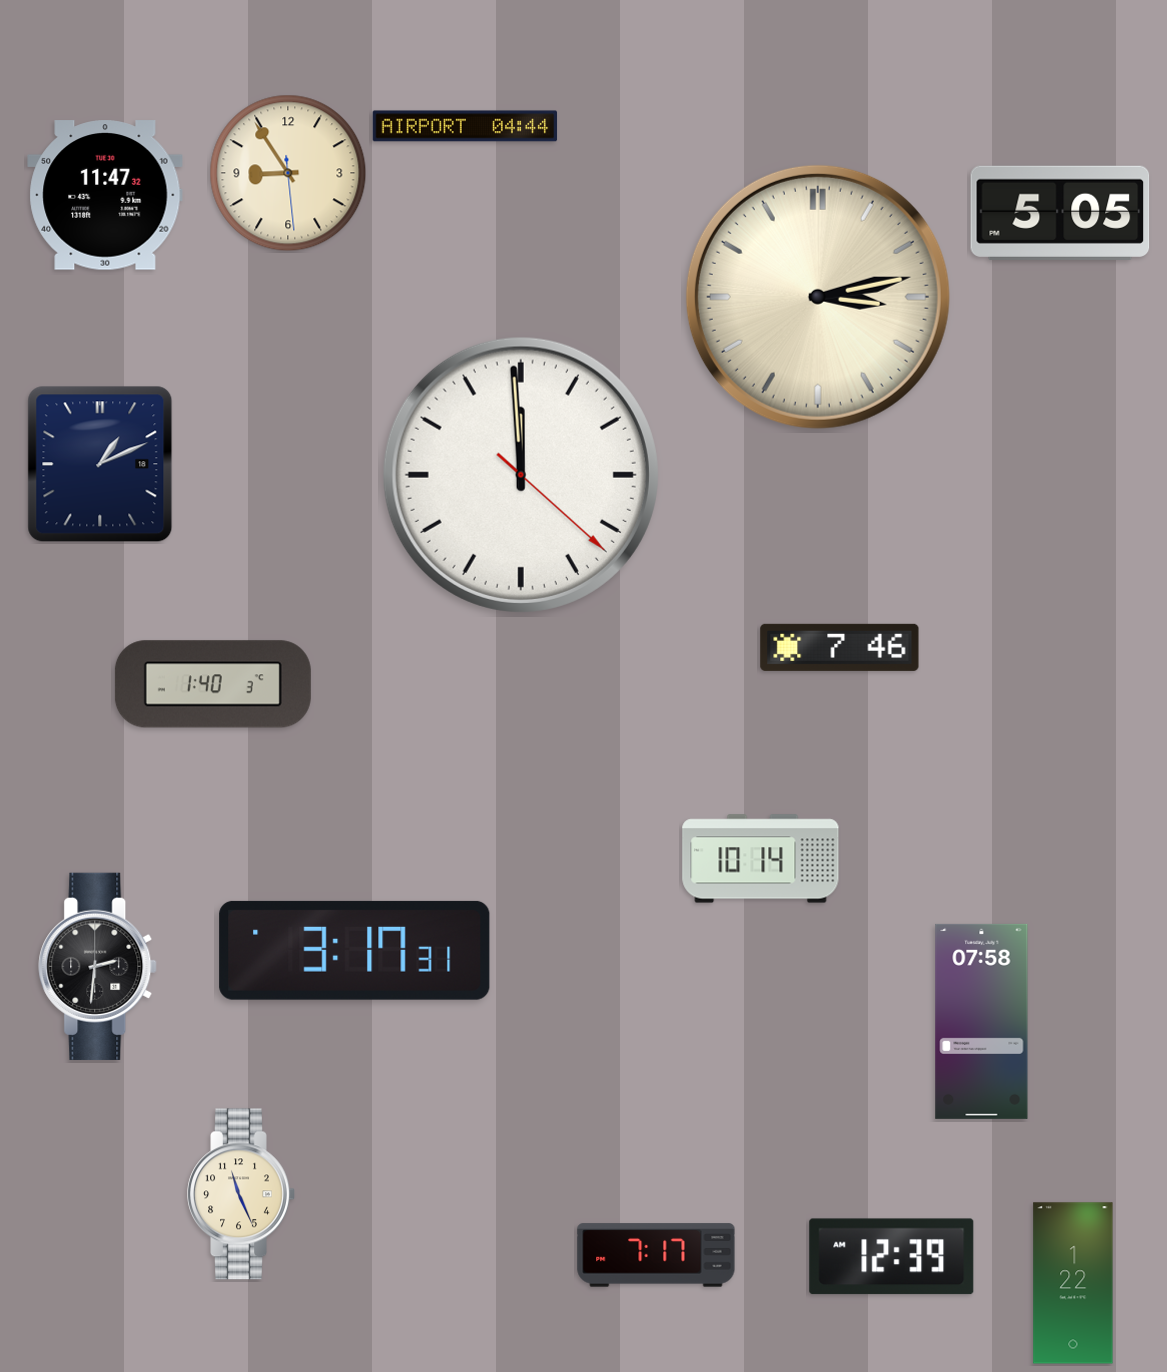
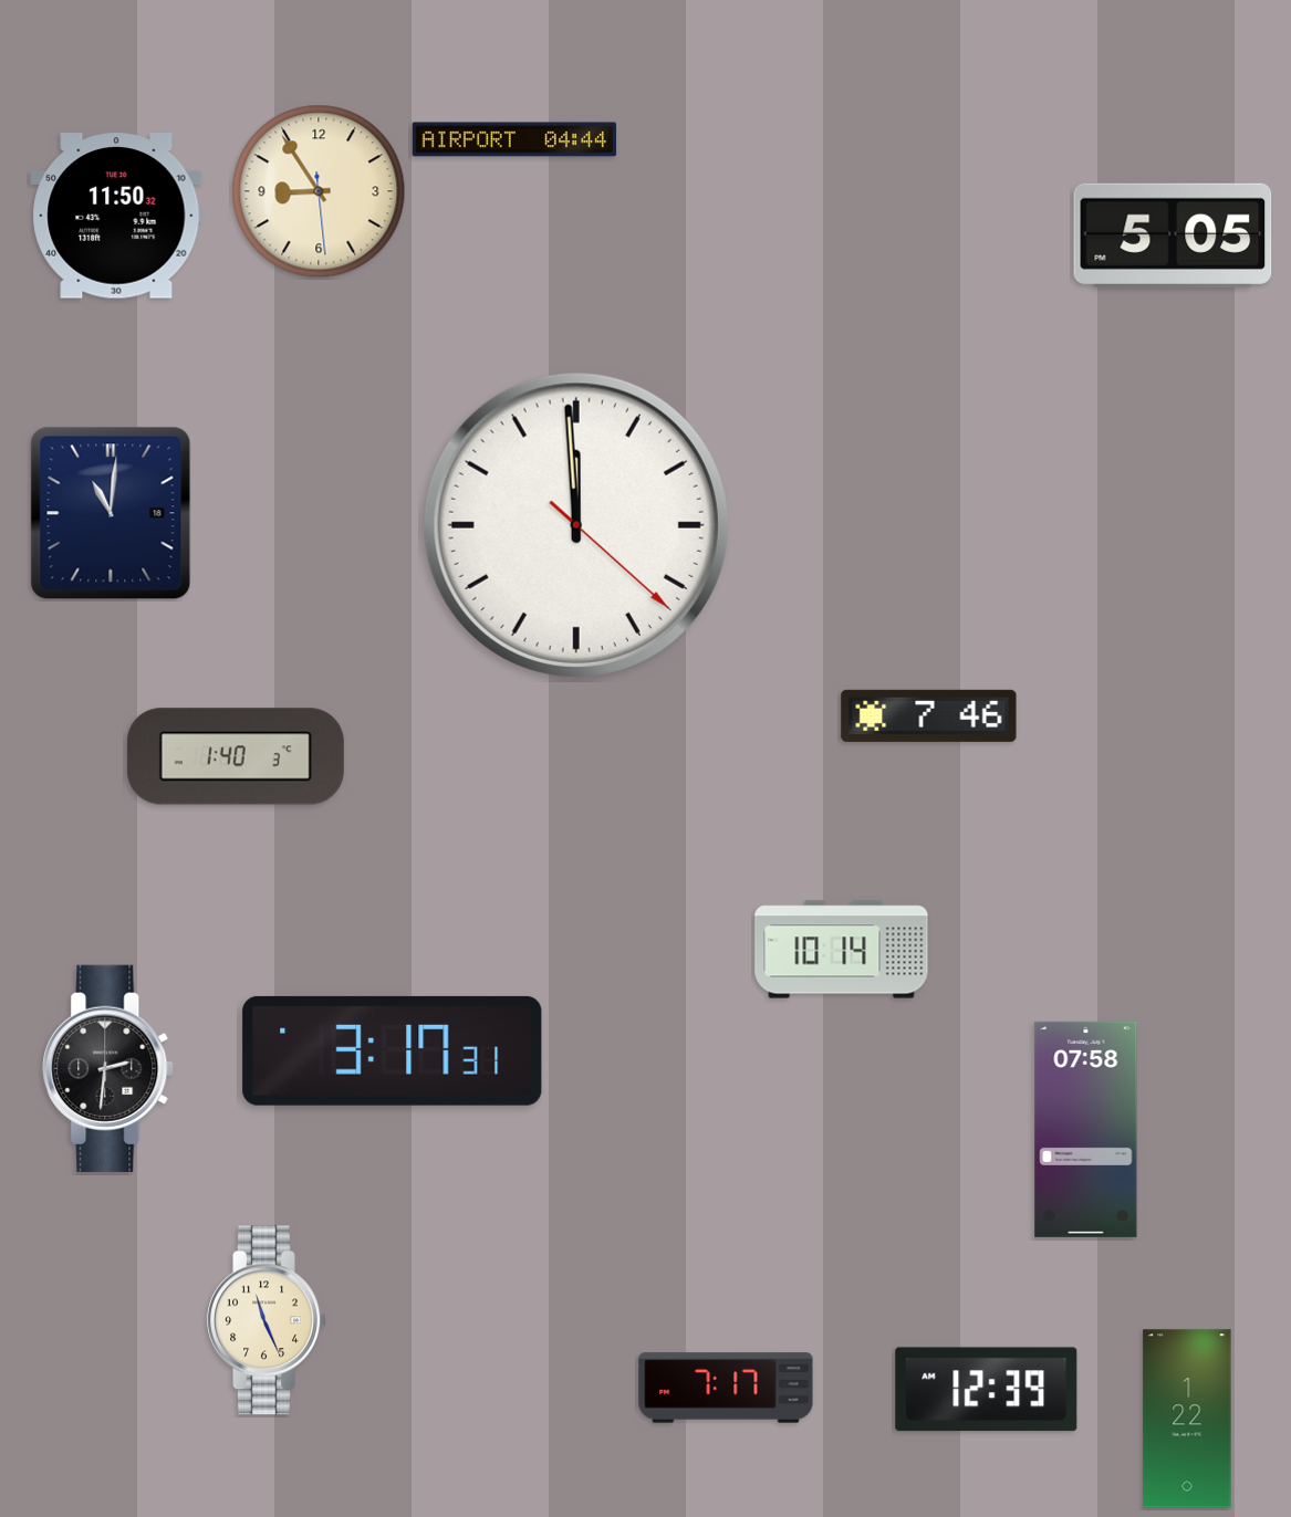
clock at (105, 195): 11:47 -> 11:50
clock at (818, 297): 3:13 -> none
clock at (100, 464): 1:11 -> 11:01
